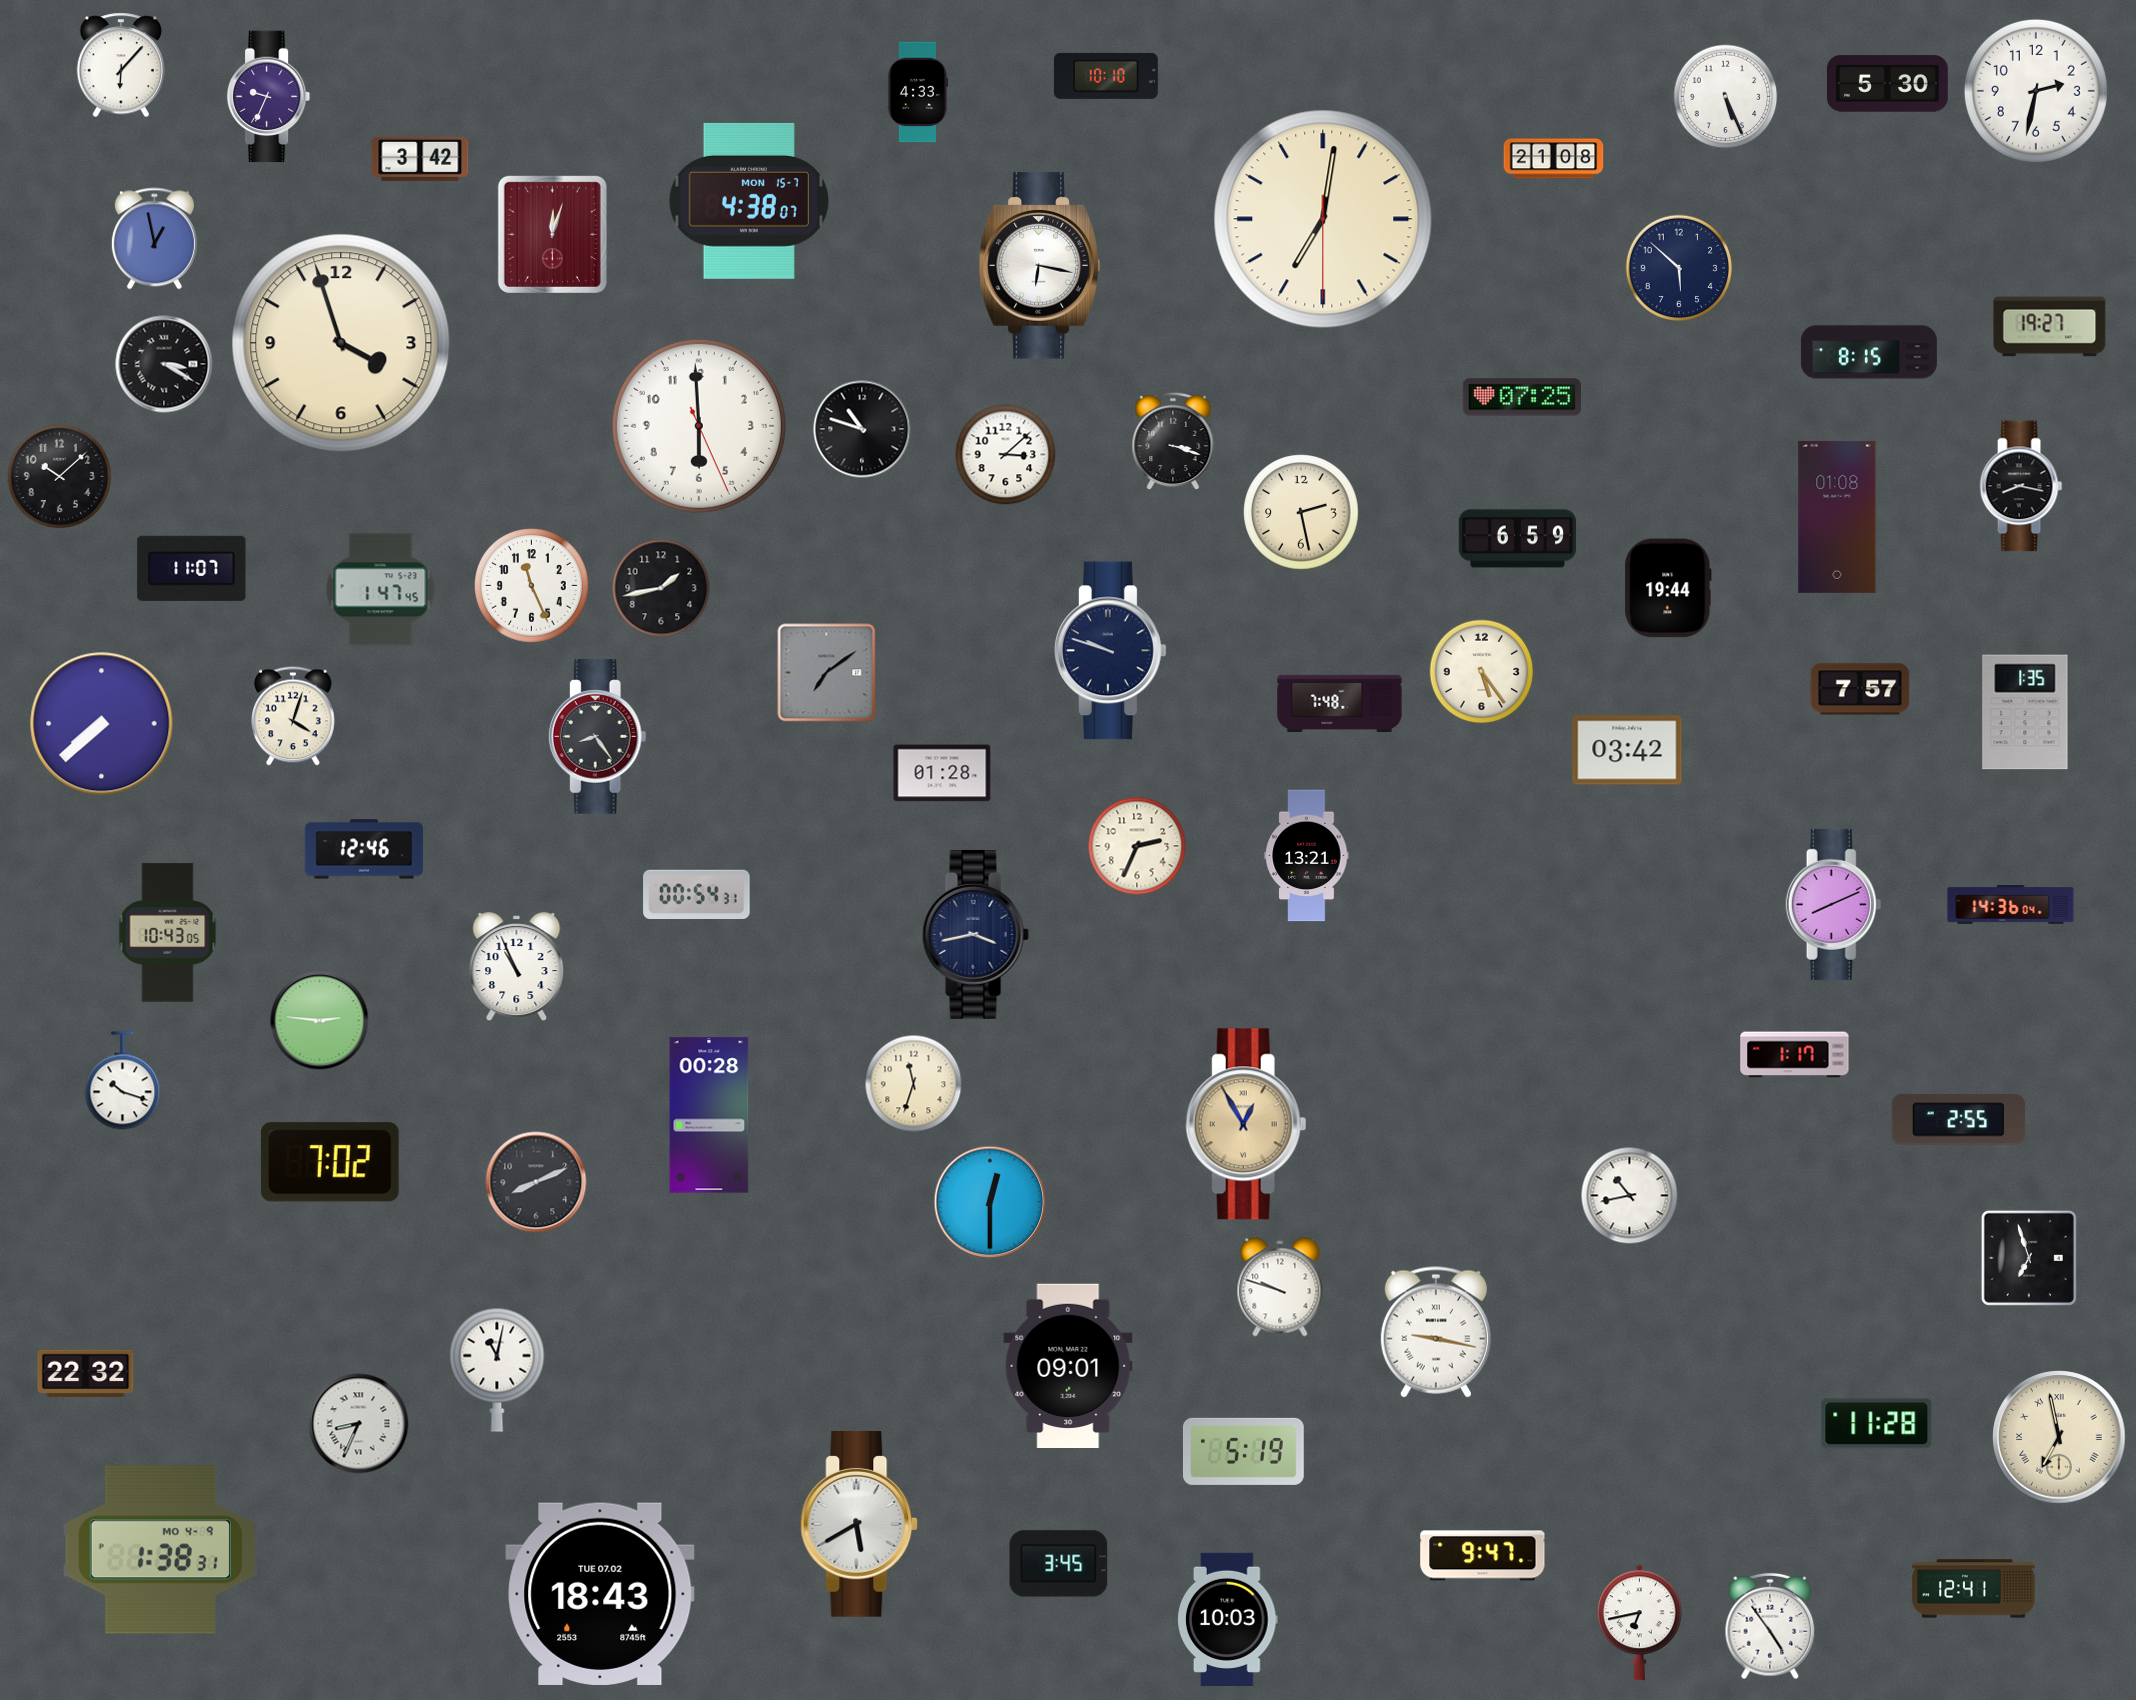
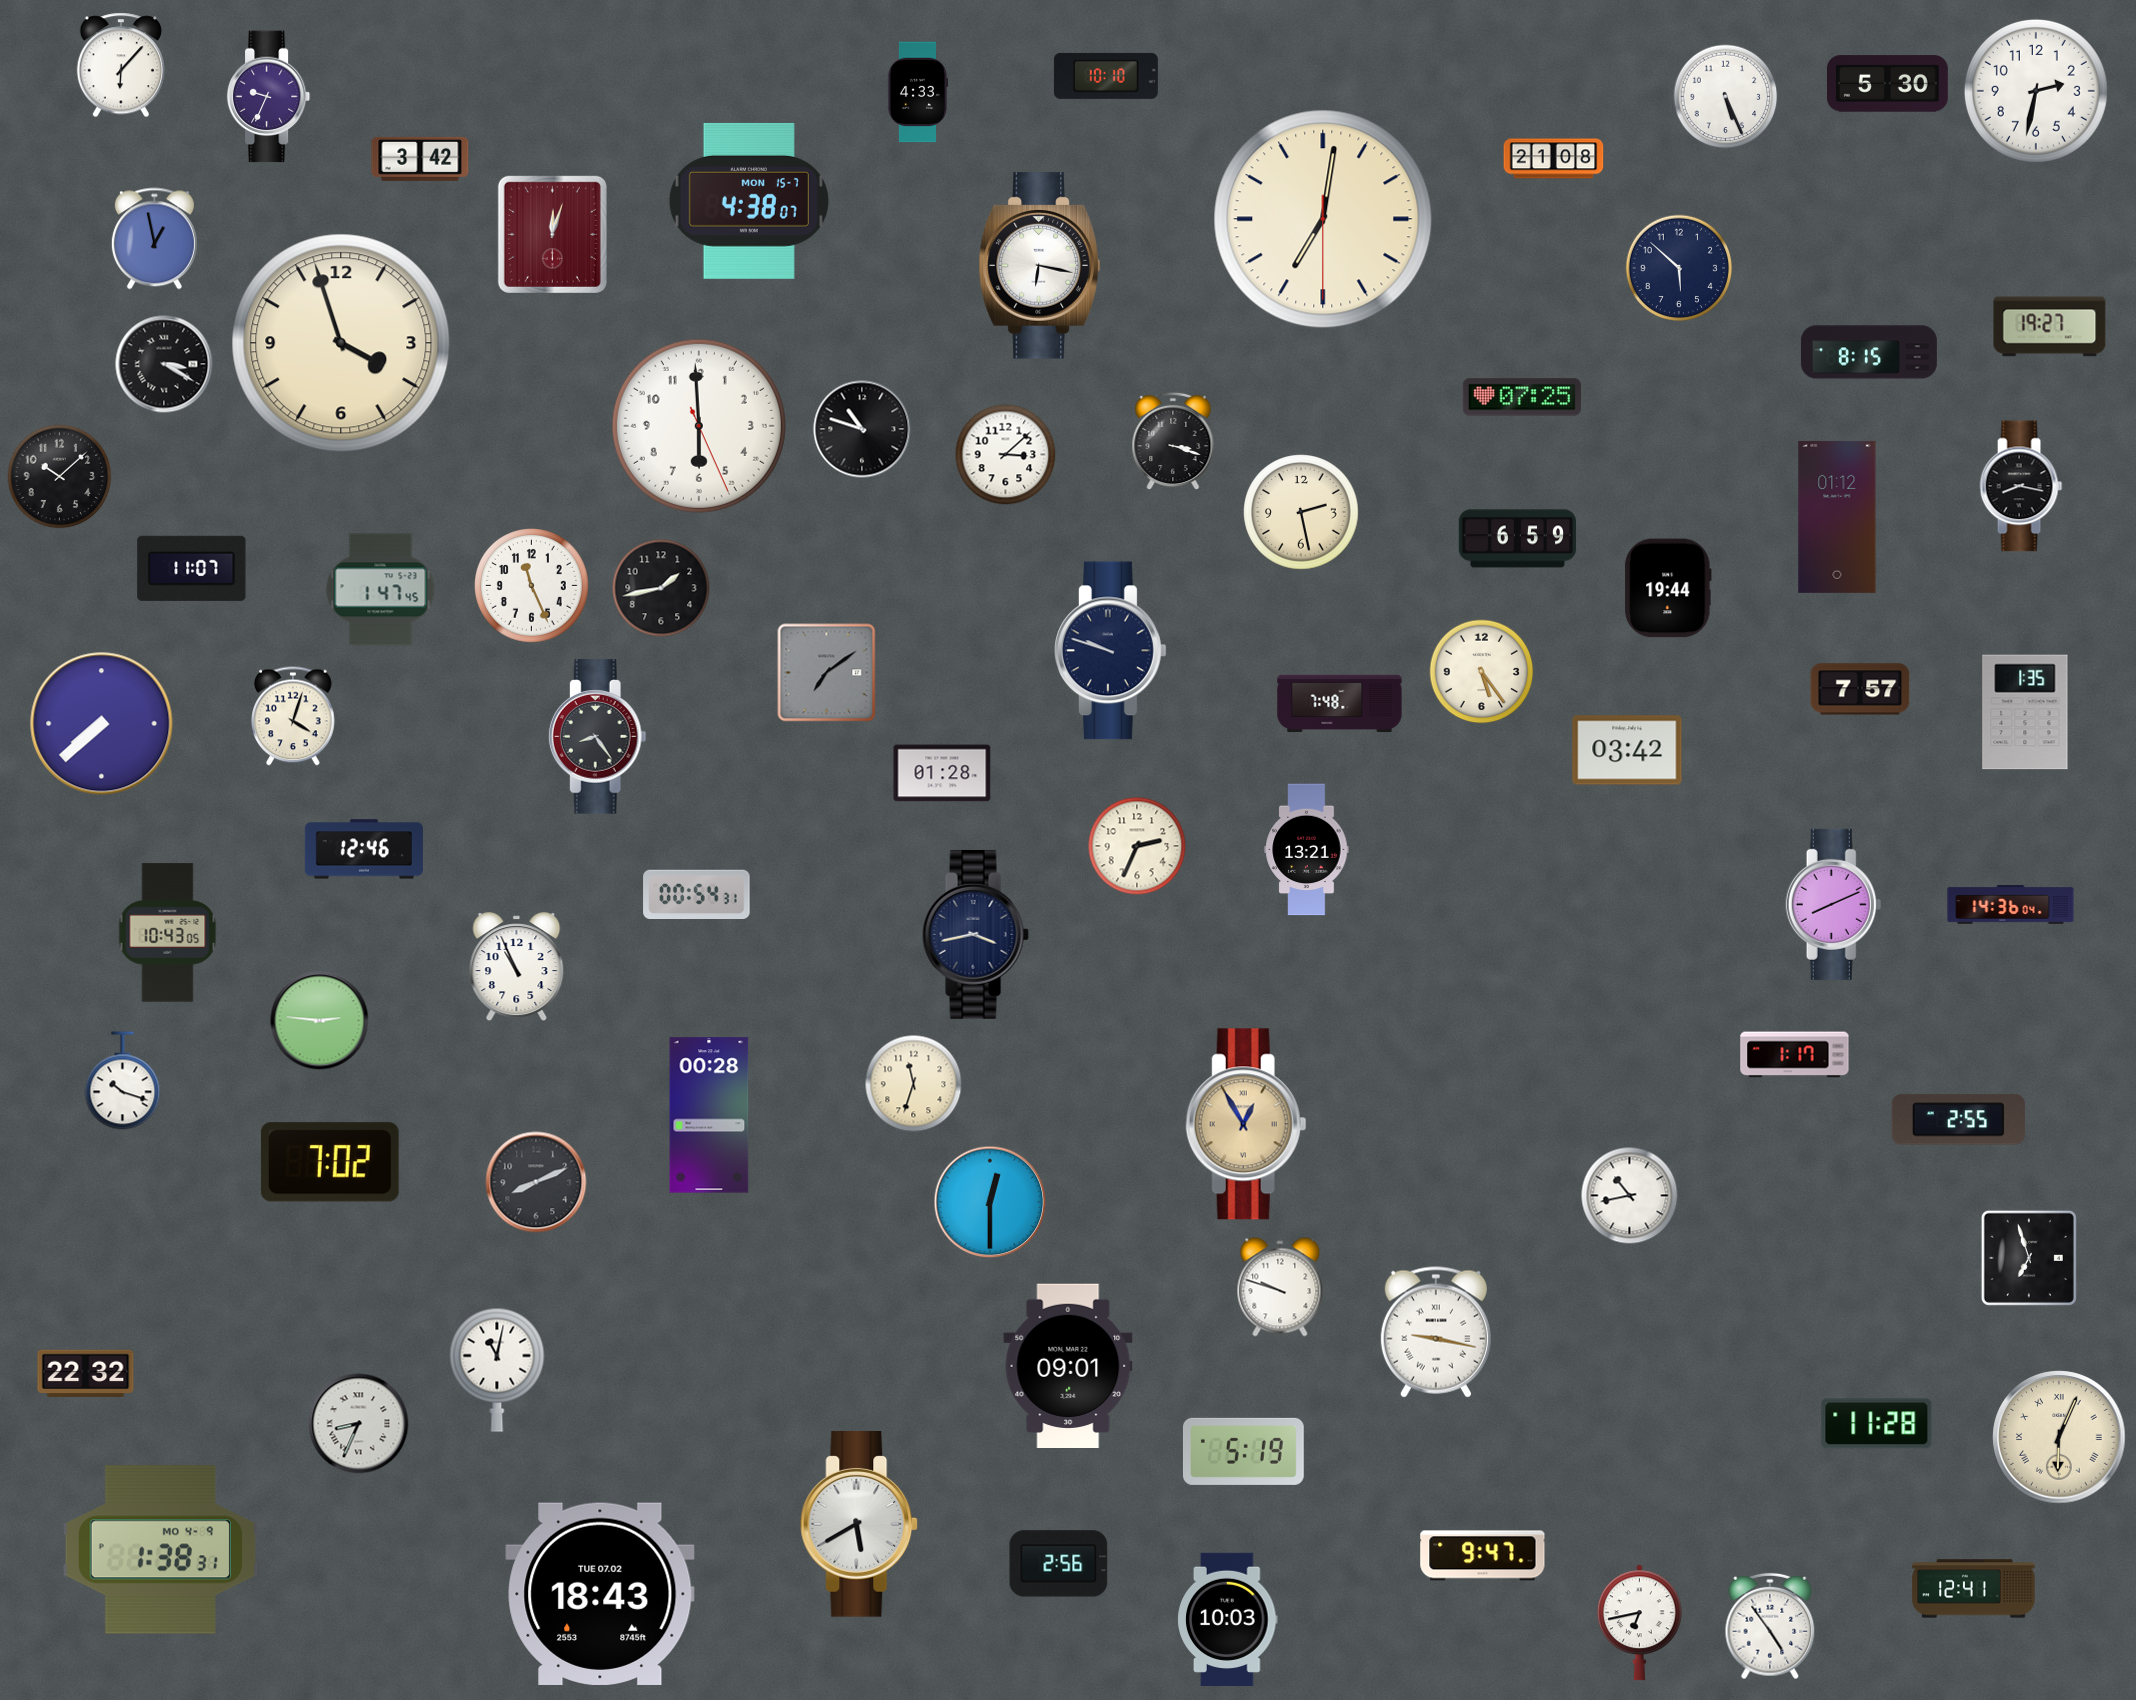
clock at (1837, 517): 01:08 -> 01:12
clock at (1307, 856) position: (1307, 856) -> (1307, 850)
clock at (2059, 1437): 6:58 -> 6:04
clock at (1059, 1564): 3:45 -> 2:56
